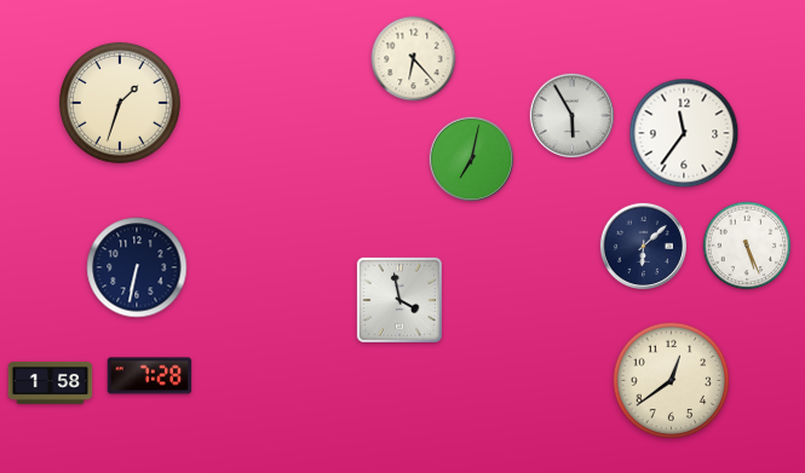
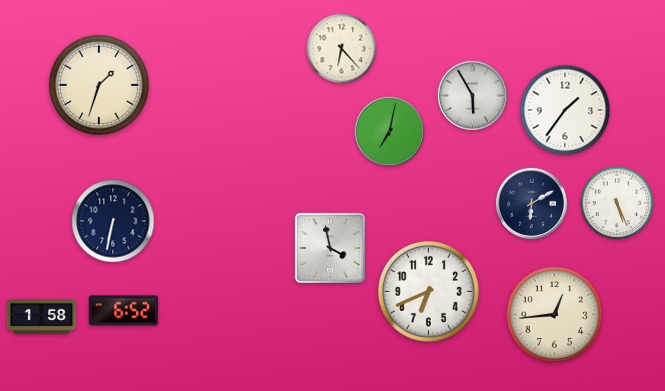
clock at (684, 133): 11:36 -> 1:36
clock at (643, 246): 6:08 -> 6:10
clock at (429, 292): none -> 6:41
clock at (150, 376): 7:28 -> 6:52
clock at (672, 381): 12:39 -> 12:44
